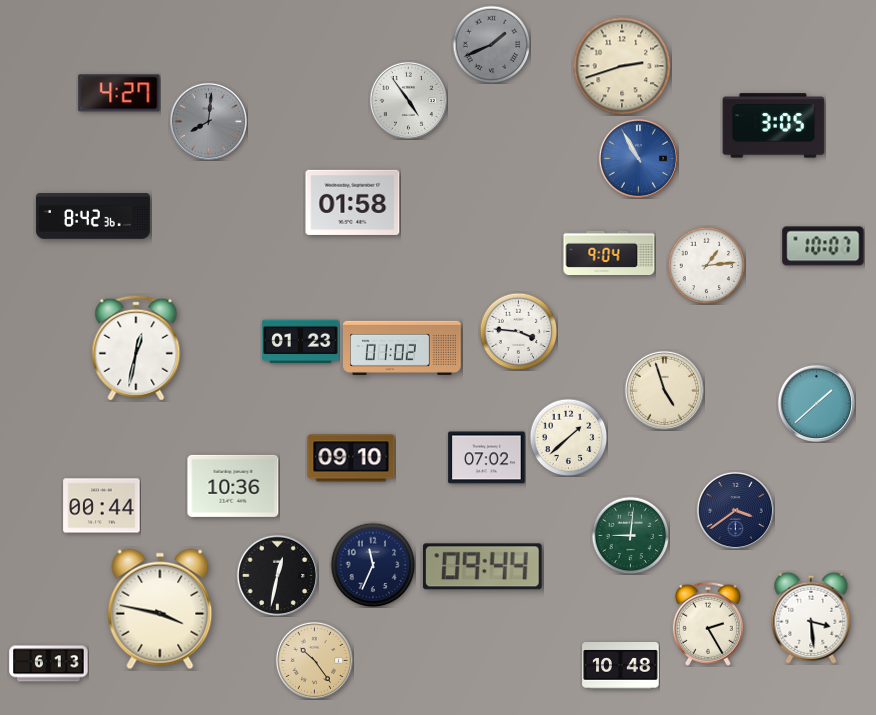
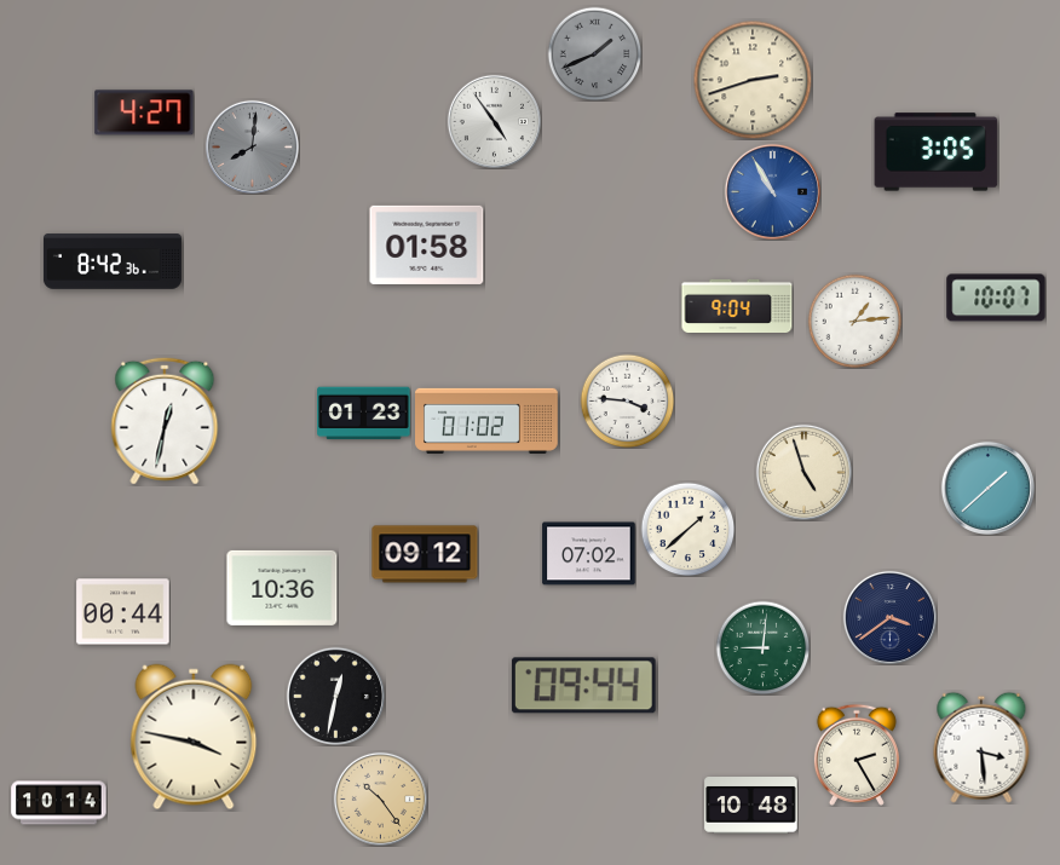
clock at (351, 458): 09:10 -> 09:12
clock at (373, 565): 11:34 -> none
clock at (49, 664): 6:13 -> 10:14
